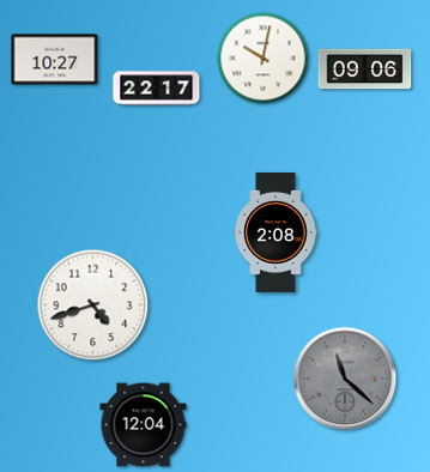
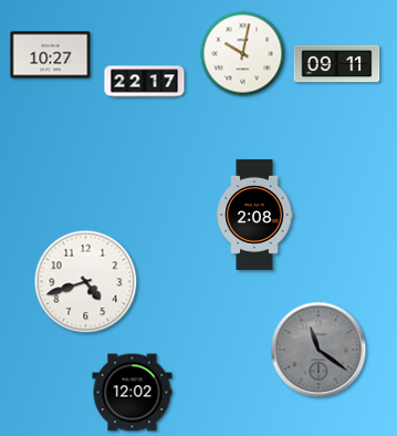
clock at (365, 69): 09:06 -> 09:11
clock at (345, 379): 11:22 -> 11:21
clock at (144, 425): 12:04 -> 12:02
